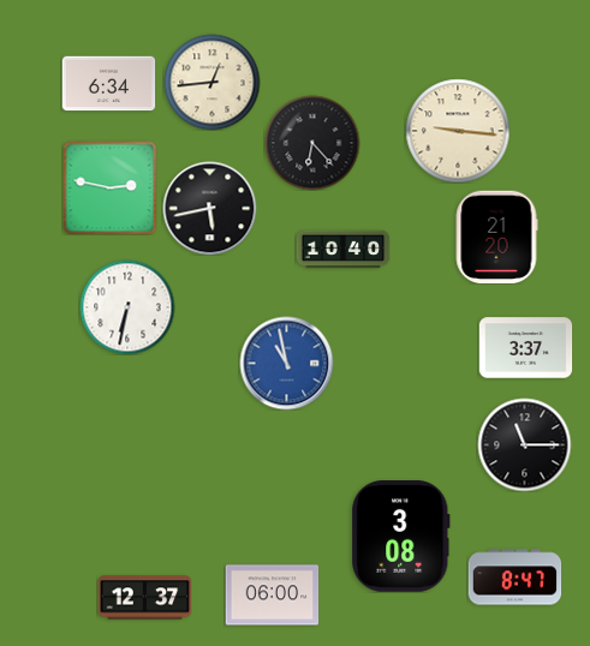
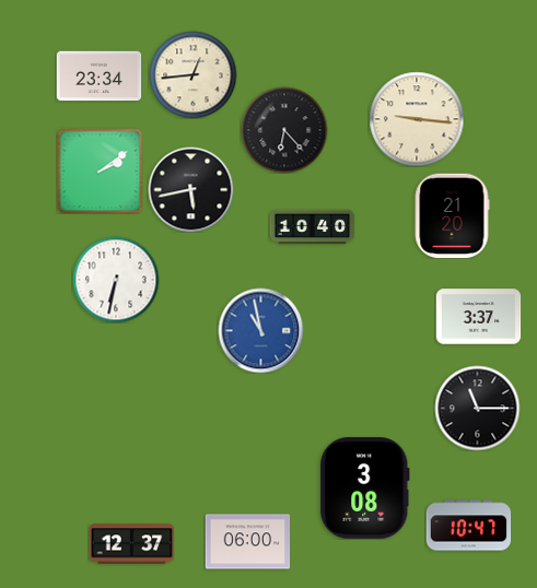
clock at (108, 84): 6:34 -> 23:34
clock at (109, 187): 2:47 -> 2:09
clock at (524, 444) position: (524, 444) -> (477, 408)
clock at (514, 578): 8:47 -> 10:47
